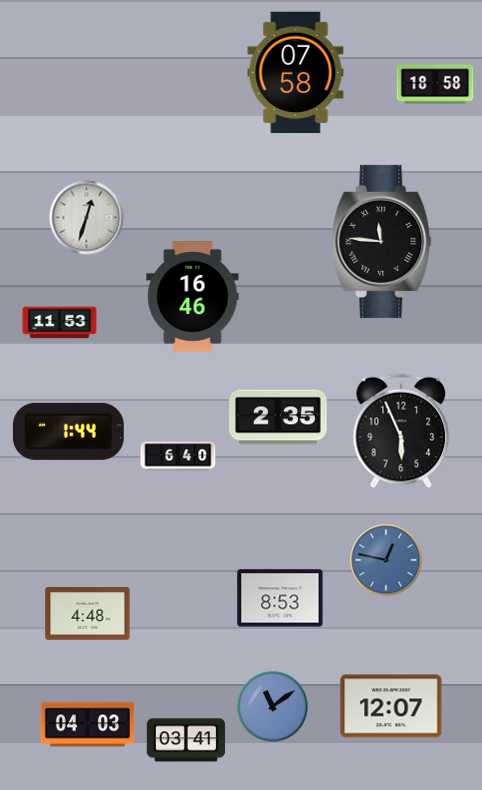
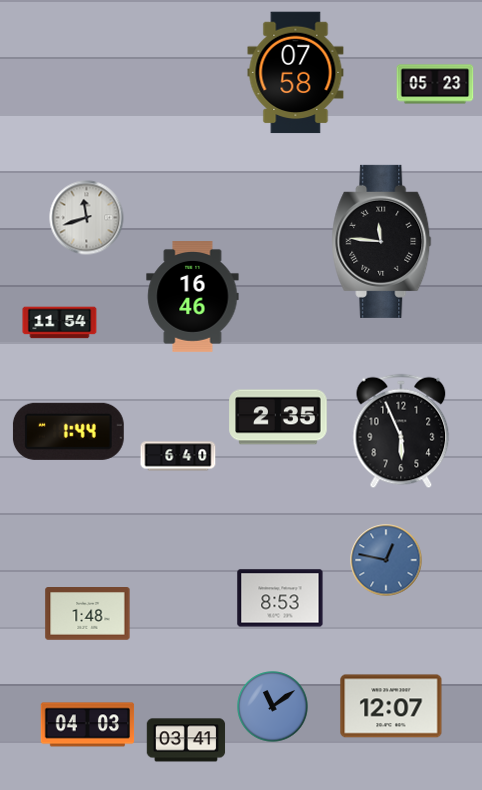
clock at (435, 84): 18:58 -> 05:23
clock at (87, 218): 12:33 -> 11:42
clock at (60, 323): 11:53 -> 11:54
clock at (88, 614): 4:48 -> 1:48
